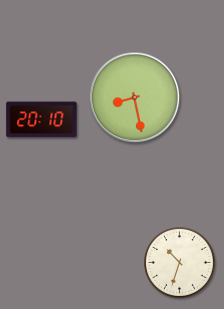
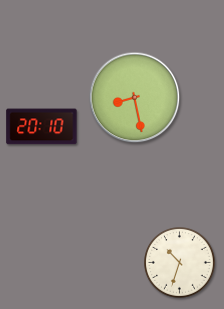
clock at (42, 120) position: (42, 120) -> (42, 127)
